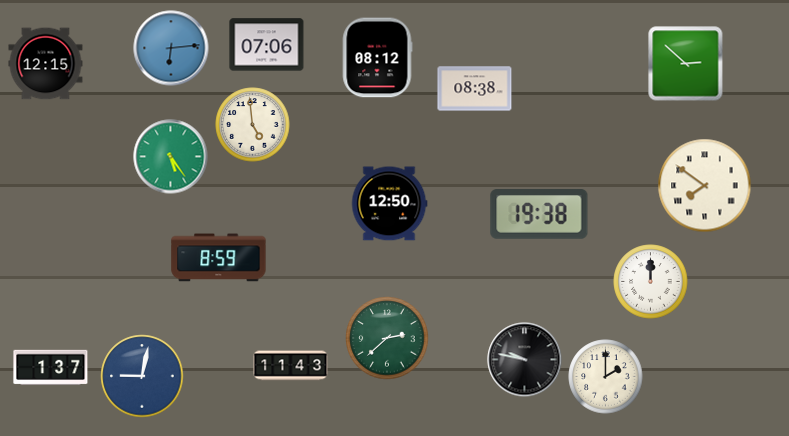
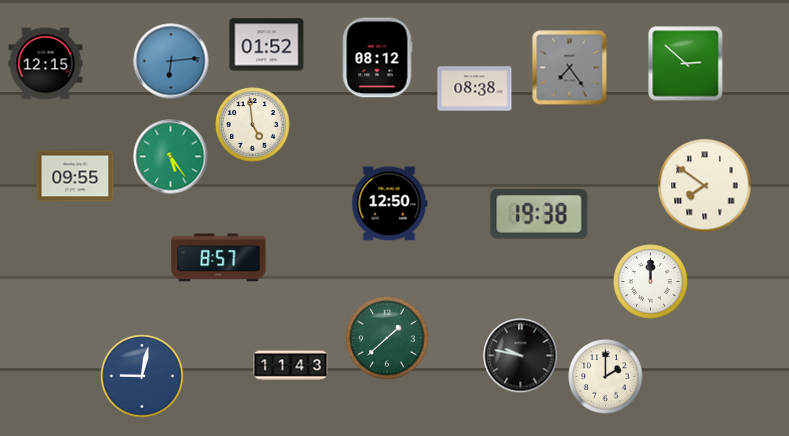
clock at (267, 45): 07:06 -> 01:52
clock at (171, 48) position: (171, 48) -> (171, 61)
clock at (570, 68): none -> 7:24
clock at (75, 176): none -> 09:55
clock at (219, 258): 8:59 -> 8:57
clock at (387, 338): 2:38 -> 1:38
clock at (525, 360) position: (525, 360) -> (521, 356)
clock at (51, 367): 1:37 -> none
